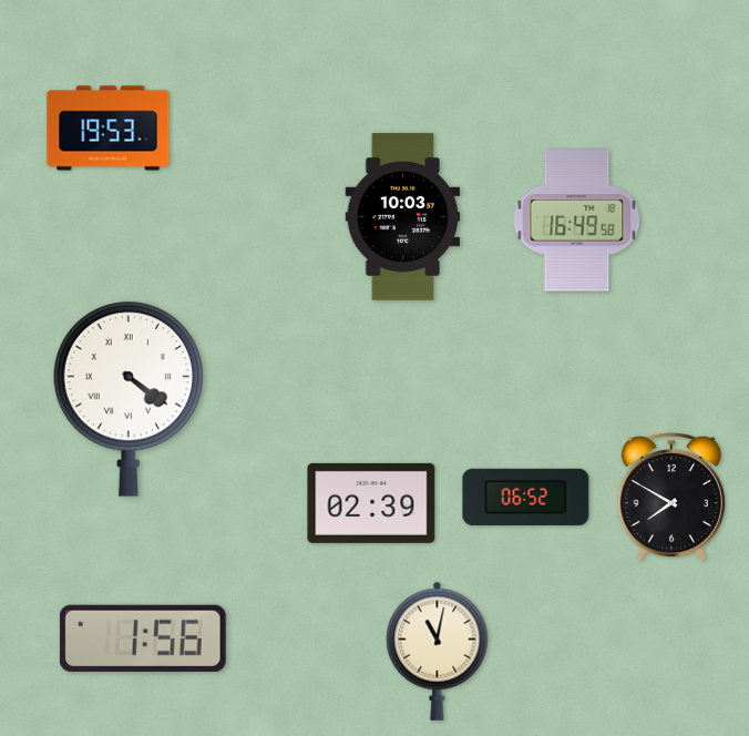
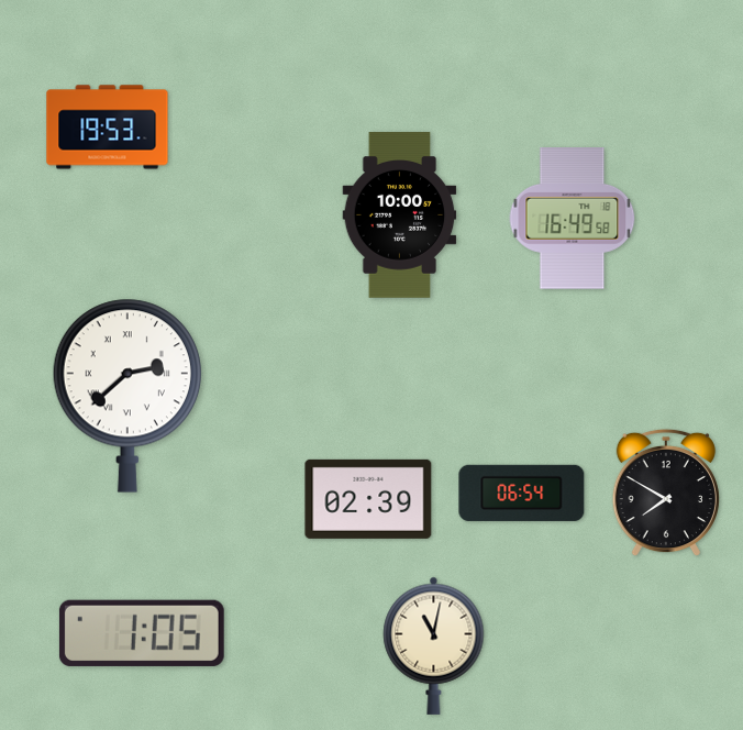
clock at (403, 217): 10:03 -> 10:00
clock at (129, 399): 4:21 -> 2:38
clock at (526, 497): 06:52 -> 06:54
clock at (143, 638): 1:56 -> 1:05
